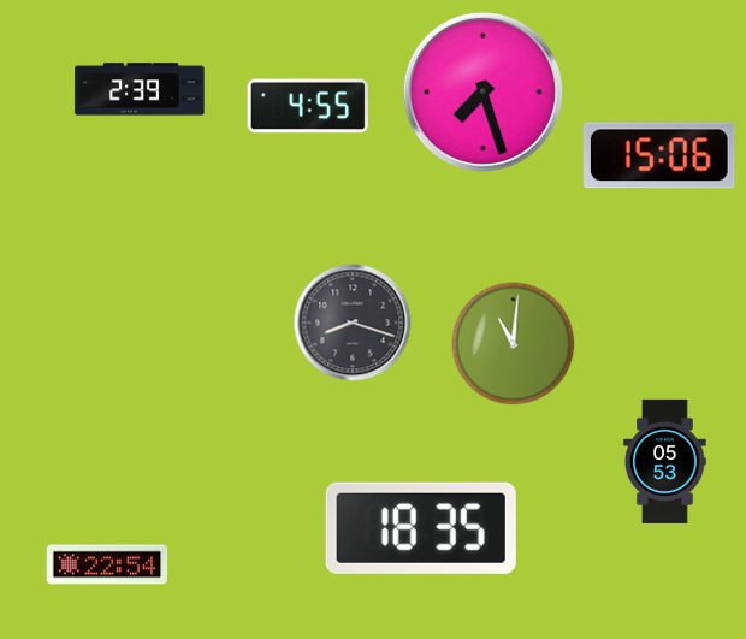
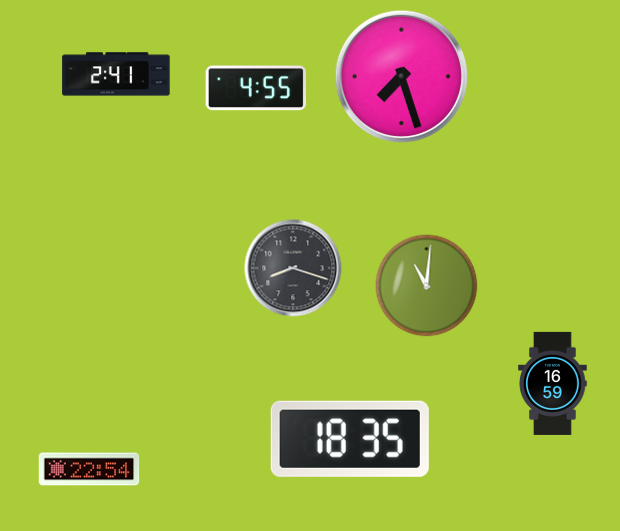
clock at (140, 89): 2:39 -> 2:41
clock at (659, 155): 15:06 -> none
clock at (665, 461): 05:53 -> 16:59
